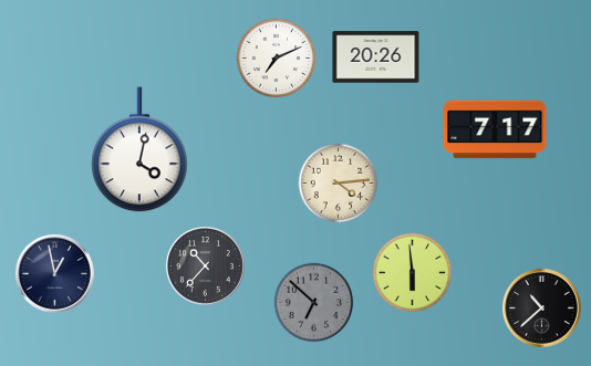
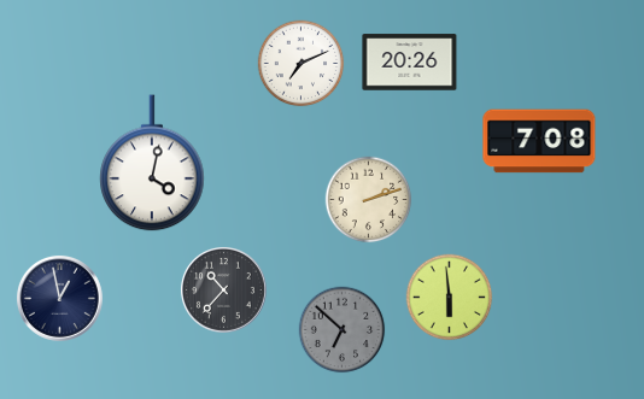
clock at (495, 129): 7:17 -> 7:08
clock at (339, 184): 4:14 -> 2:12
clock at (541, 307): 10:38 -> none
